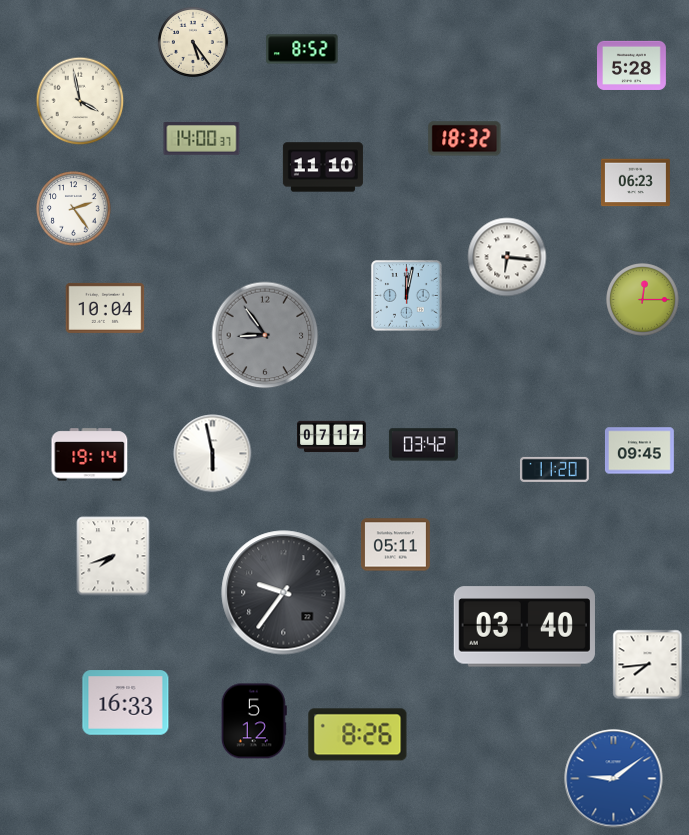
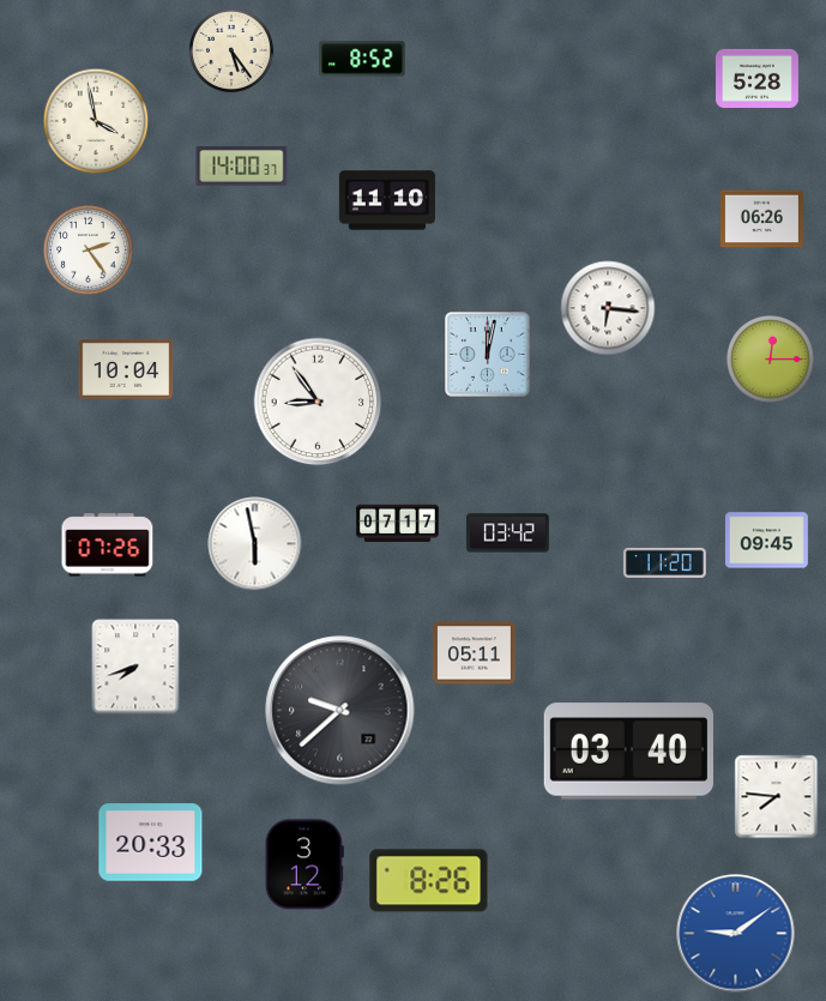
clock at (465, 139): 18:32 -> none
clock at (635, 183): 06:23 -> 06:26
clock at (265, 335) dial: grey -> white
clock at (90, 455): 19:14 -> 07:26
clock at (284, 593): 9:36 -> 9:38
clock at (648, 665): 7:44 -> 7:46
clock at (126, 703): 16:33 -> 20:33
clock at (254, 721): 5:12 -> 3:12
